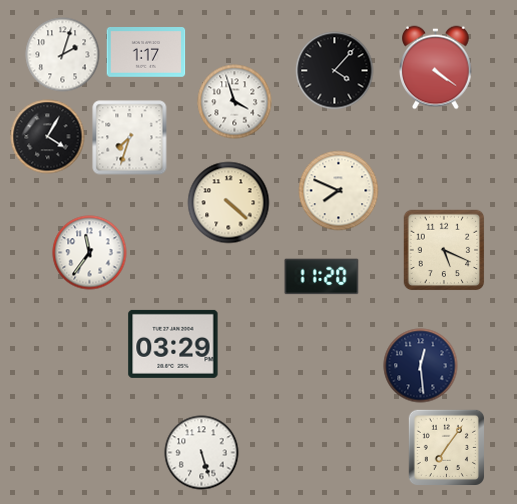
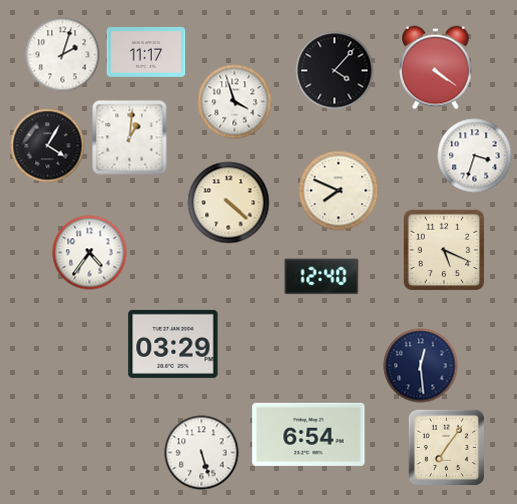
clock at (146, 53): 1:17 -> 11:17
clock at (48, 137) position: (48, 137) -> (48, 146)
clock at (130, 138): 7:33 -> 1:01
clock at (475, 156): none -> 3:33
clock at (90, 253): 11:36 -> 4:36
clock at (322, 277): 11:20 -> 12:40
clock at (309, 434): none -> 6:54
